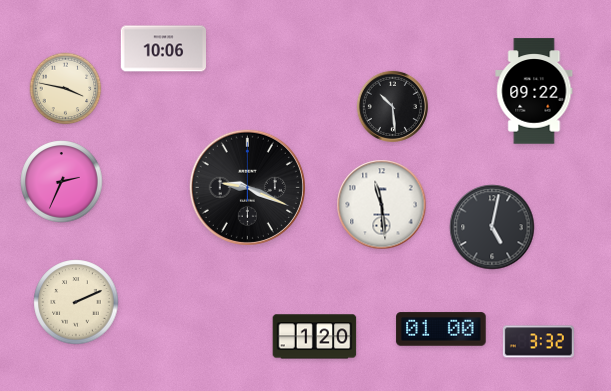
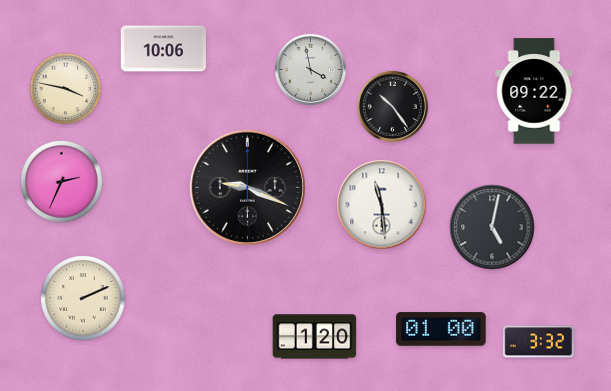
clock at (310, 69): none -> 3:58
clock at (392, 106): 10:29 -> 10:24
clock at (76, 302) position: (76, 302) -> (83, 298)
